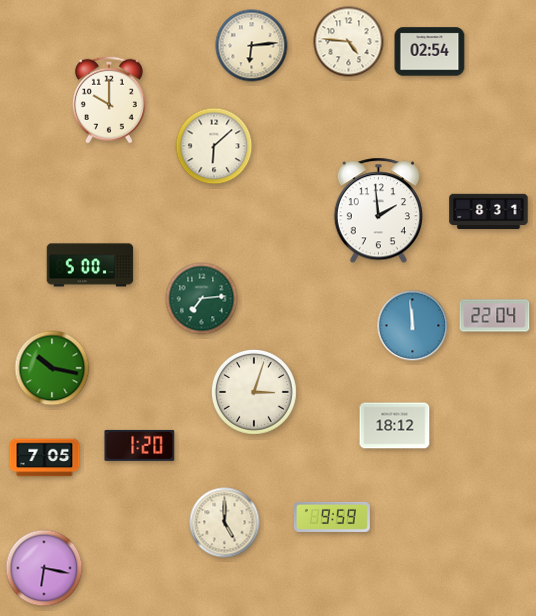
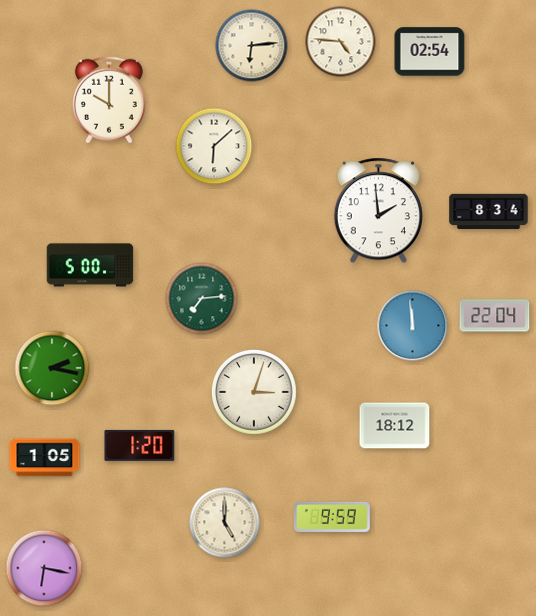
clock at (349, 42) position: (349, 42) -> (341, 42)
clock at (489, 212): 8:31 -> 8:34
clock at (52, 368): 10:17 -> 2:17
clock at (45, 458): 7:05 -> 1:05
